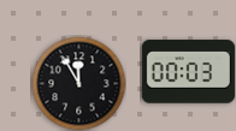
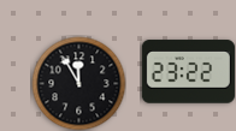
clock at (188, 72): 00:03 -> 23:22
